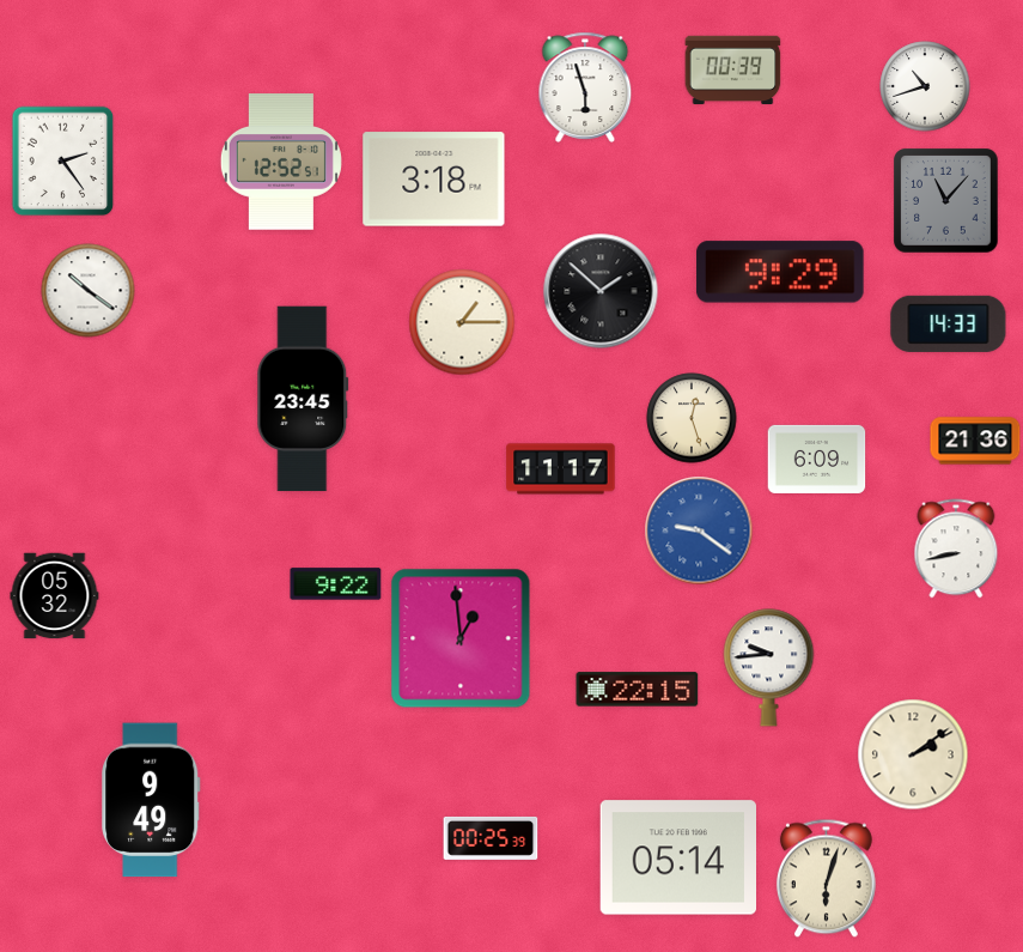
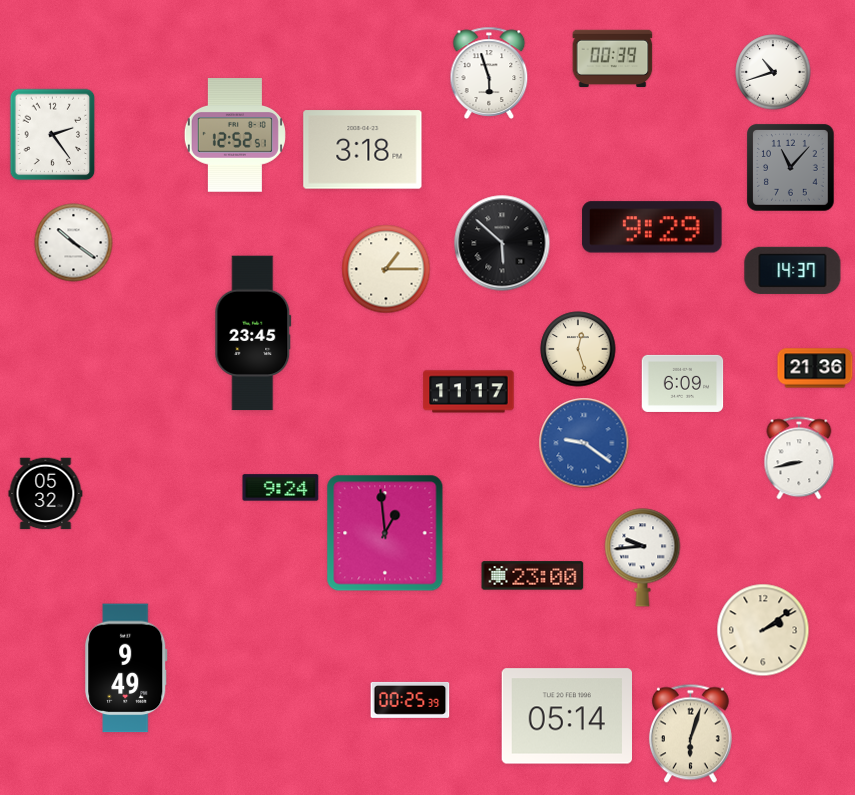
clock at (601, 291): 1:52 -> 5:52
clock at (949, 323): 14:33 -> 14:37
clock at (336, 584): 9:22 -> 9:24
clock at (55, 596) position: (55, 596) -> (46, 494)
clock at (638, 690): 22:15 -> 23:00
